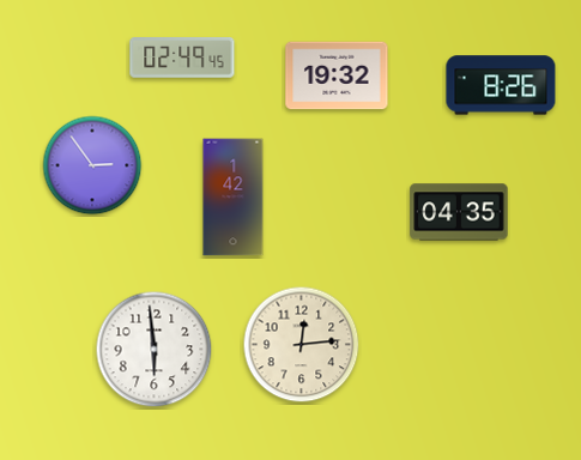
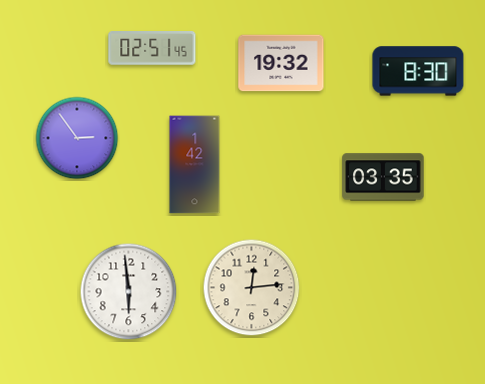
clock at (182, 59): 02:49 -> 02:51
clock at (501, 85): 8:26 -> 8:30
clock at (459, 212): 04:35 -> 03:35
